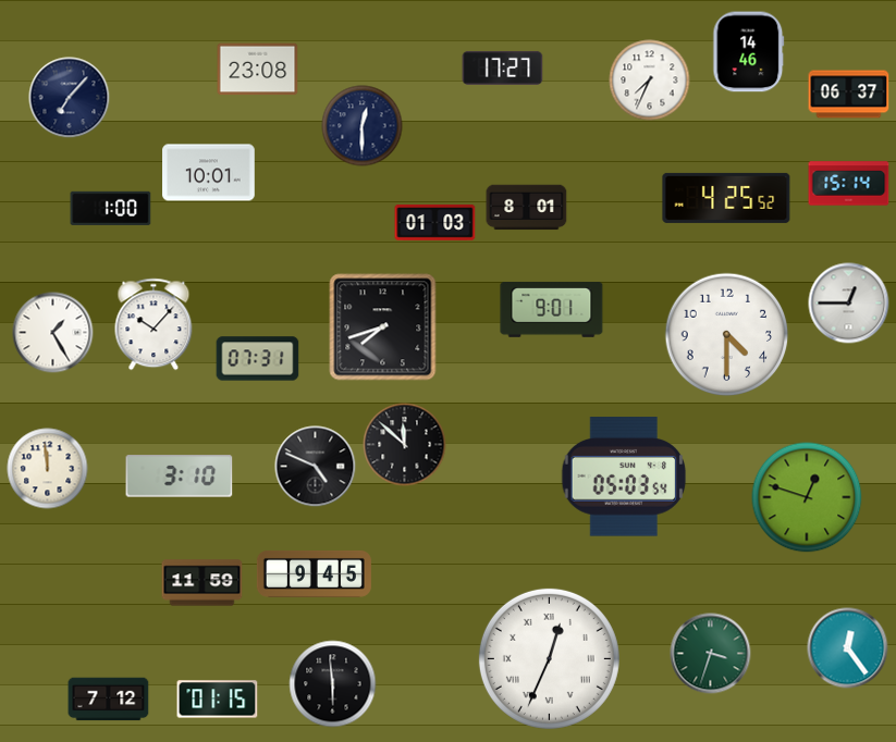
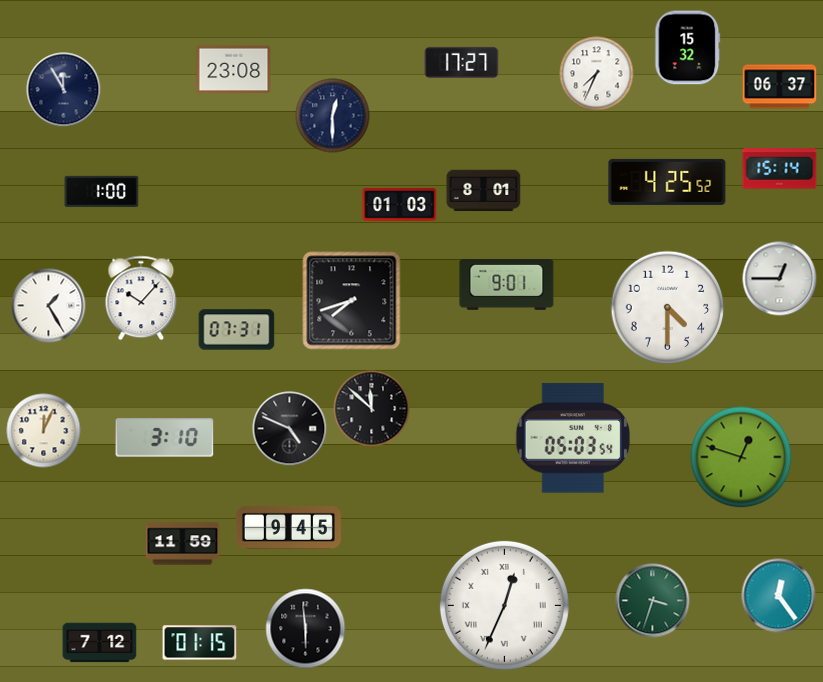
clock at (749, 52): 14:46 -> 15:32
clock at (258, 70) position: (258, 70) -> (234, 70)
clock at (70, 98): 7:07 -> 11:55
clock at (209, 173): 10:01 -> none
clock at (48, 469): 11:59 -> 12:04
clock at (202, 583) position: (202, 583) -> (183, 544)
